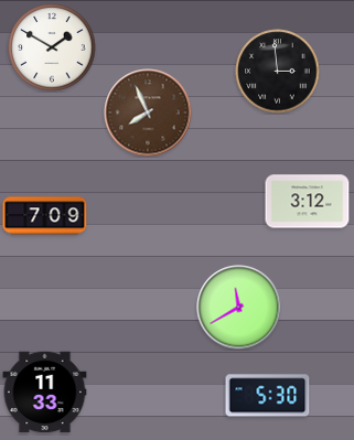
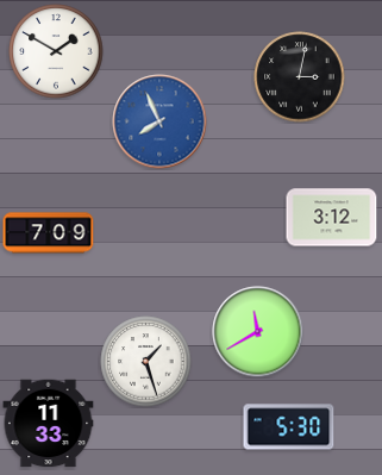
clock at (278, 72): 2:59 -> 3:02
clock at (148, 112) dial: brown -> blue
clock at (146, 362): none -> 1:27
